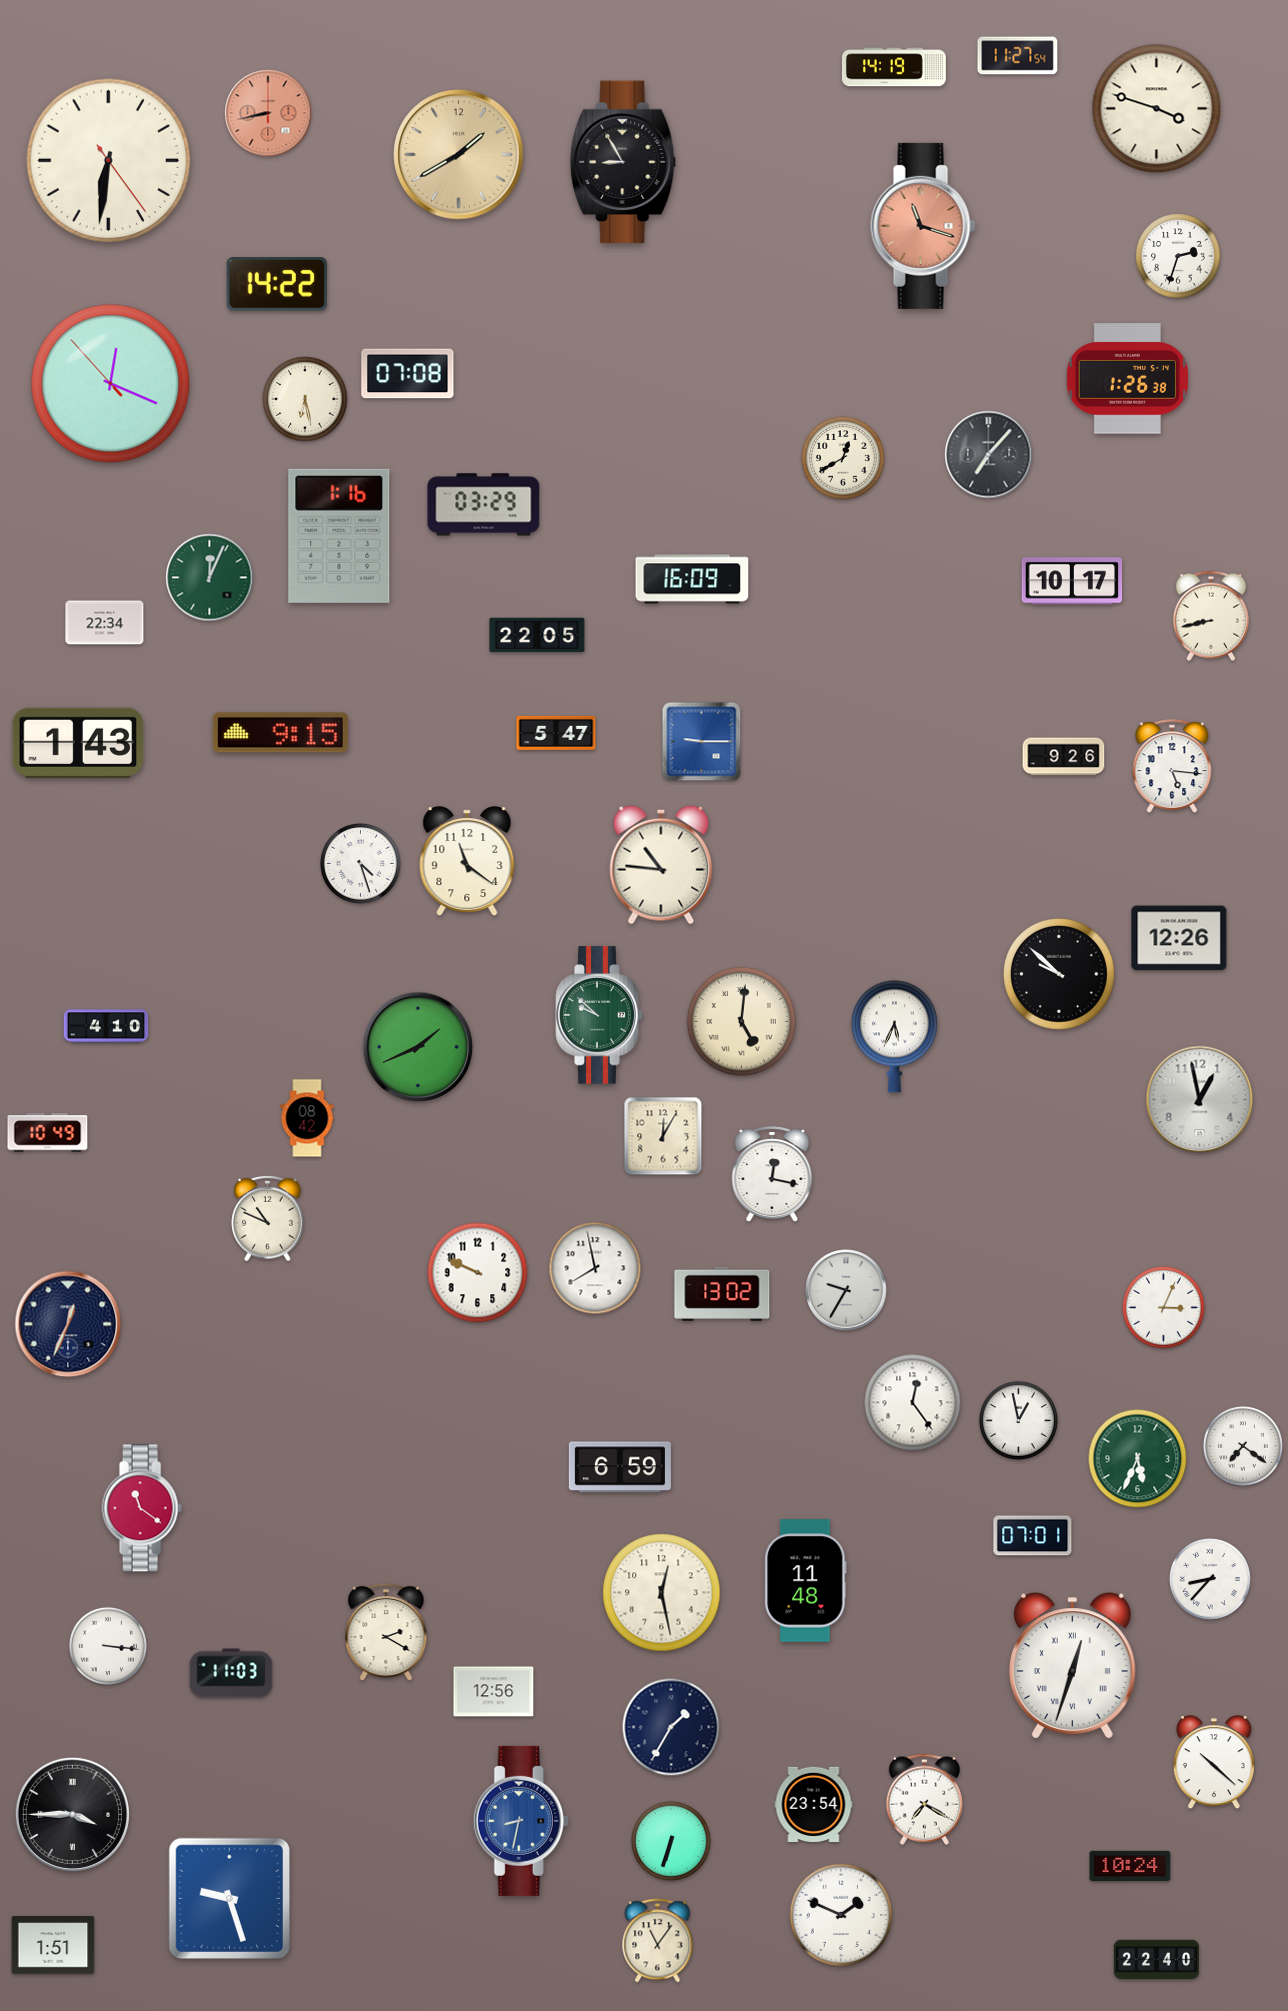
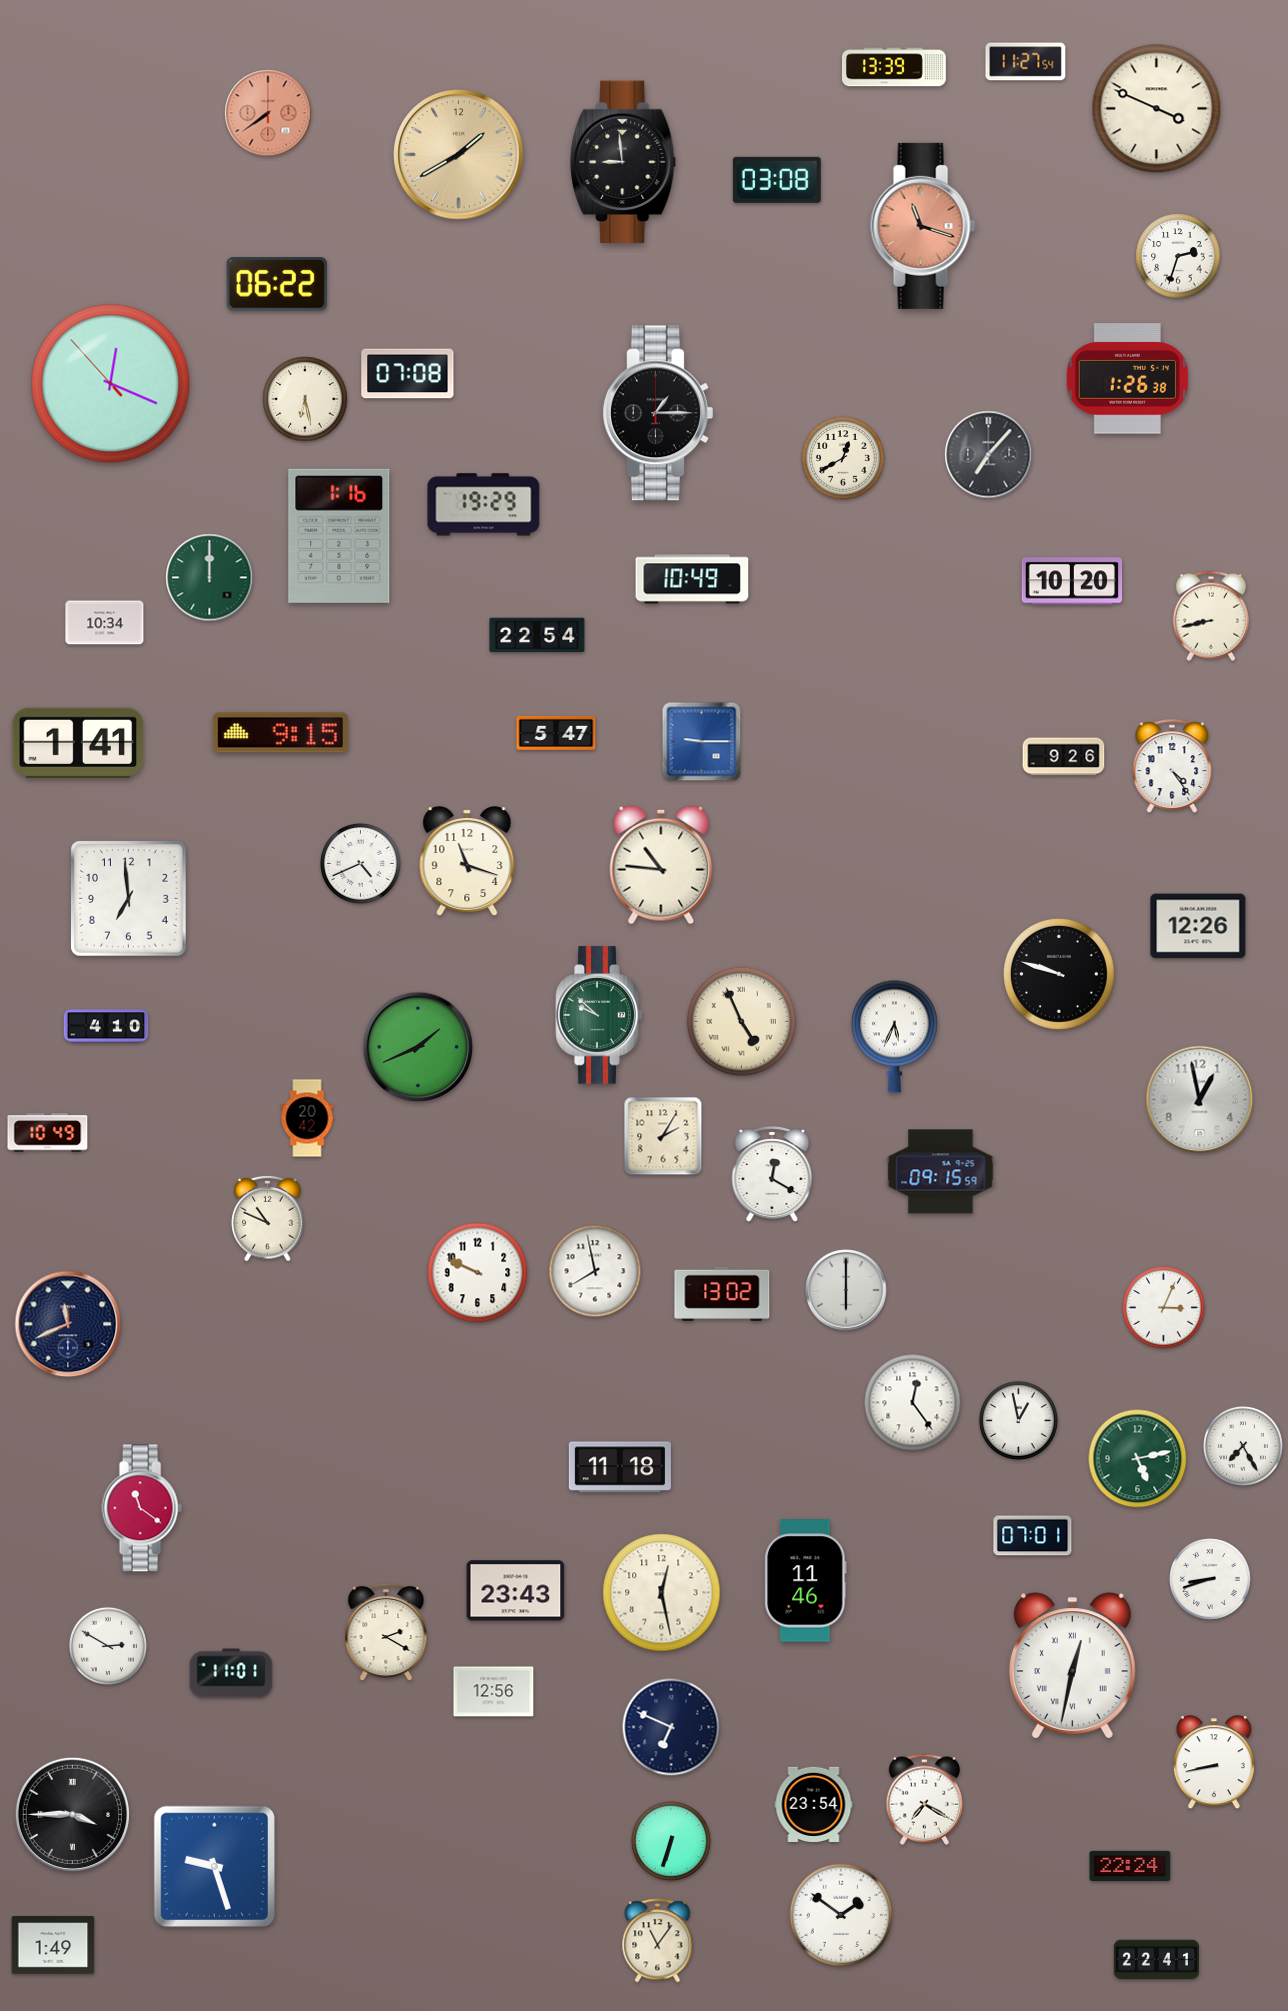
clock at (1018, 56) position: (1018, 56) -> (1026, 62)
clock at (894, 67): 14:19 -> 13:39
clock at (1157, 109): 3:48 -> 3:49
clock at (268, 113): 8:43 -> 7:39
clock at (109, 161): 6:31 -> none
clock at (624, 162): 8:55 -> 8:59
clock at (777, 180): none -> 03:08
clock at (277, 284): 14:22 -> 06:22
clock at (658, 413): none -> 1:15
clock at (484, 505): 03:29 -> 19:29
clock at (210, 578): 12:04 -> 12:00
clock at (692, 579): 16:09 -> 10:49
clock at (1072, 581): 10:17 -> 10:20
clock at (105, 623): 22:34 -> 10:34
clock at (537, 635): 22:05 -> 22:54
clock at (78, 743): 1:43 -> 1:41
clock at (1172, 766): 5:16 -> 4:24
clock at (467, 861): 11:21 -> 11:18
clock at (361, 864): 4:27 -> 4:41
clock at (129, 899): none -> 6:59
clock at (1179, 938) position: (1179, 938) -> (1198, 926)
clock at (1059, 974): 9:52 -> 9:48
clock at (741, 1021): 5:01 -> 4:56
clock at (307, 1118): 08:42 -> 20:42
clock at (663, 1136): 12:05 -> 2:05
clock at (941, 1172): none -> 09:15
clock at (772, 1174): 12:17 -> 12:20
clock at (595, 1268) position: (595, 1268) -> (595, 1271)
clock at (846, 1290): 9:35 -> 6:00
clock at (68, 1324): 12:34 -> 11:41
clock at (1243, 1446): 7:21 -> 7:25
clock at (1138, 1459): 5:34 -> 5:13
clock at (620, 1467): 6:59 -> 11:18
clock at (1210, 1579): 8:37 -> 8:42
clock at (806, 1581): 11:48 -> 11:46
clock at (516, 1591): none -> 23:43
clock at (108, 1646): 3:16 -> 2:50
clock at (1072, 1666): 12:33 -> 12:32
clock at (231, 1673): 11:03 -> 11:01
clock at (671, 1727): 1:35 -> 6:49
clock at (1214, 1763): 10:22 -> 8:43
clock at (521, 1821): 8:32 -> none
clock at (1130, 1865): 10:24 -> 22:24
clock at (230, 1899) position: (230, 1899) -> (215, 1867)
clock at (841, 1915): 1:49 -> 1:51
clock at (53, 1945): 1:51 -> 1:49
clock at (1156, 1960): 22:40 -> 22:41
